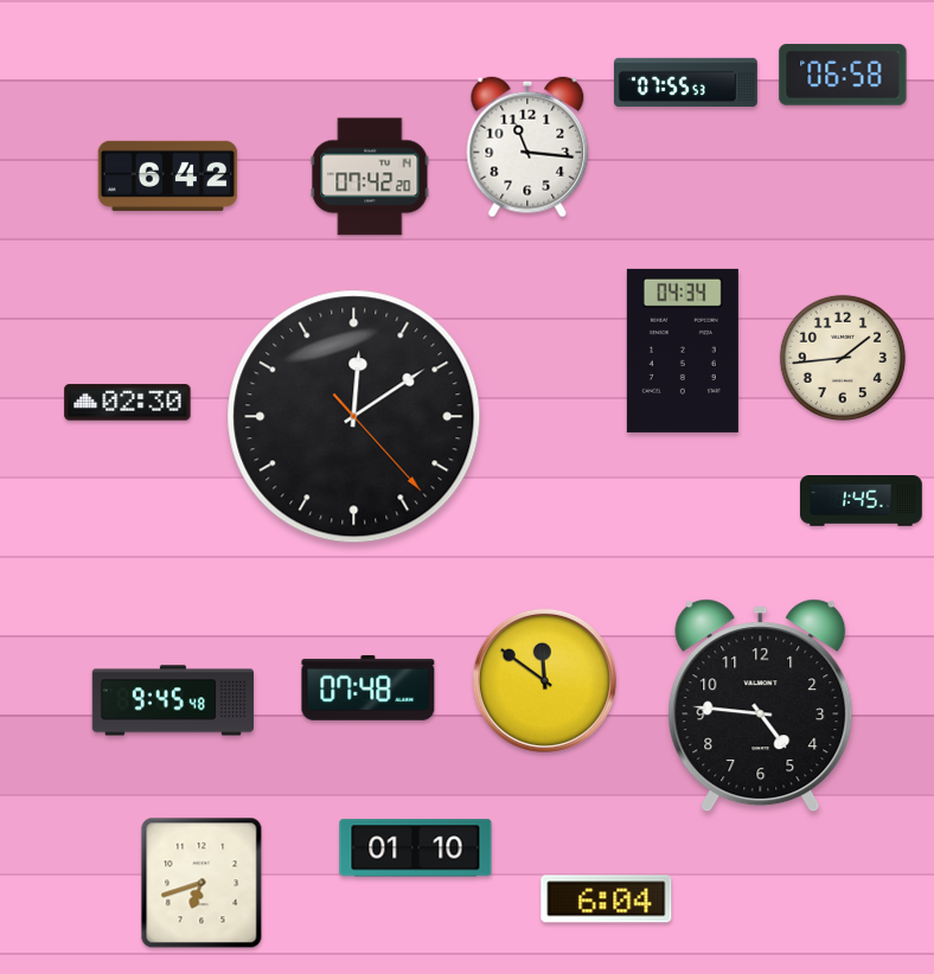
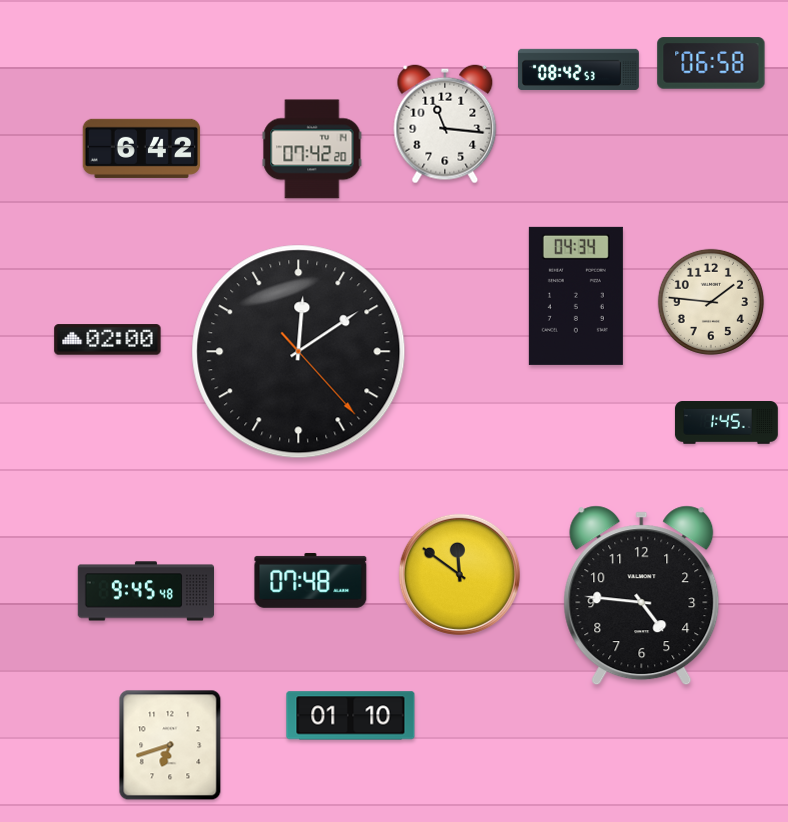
clock at (685, 82): 07:55 -> 08:42
clock at (843, 358): 1:44 -> 1:46
clock at (128, 403): 02:30 -> 02:00
clock at (607, 899): 6:04 -> none
